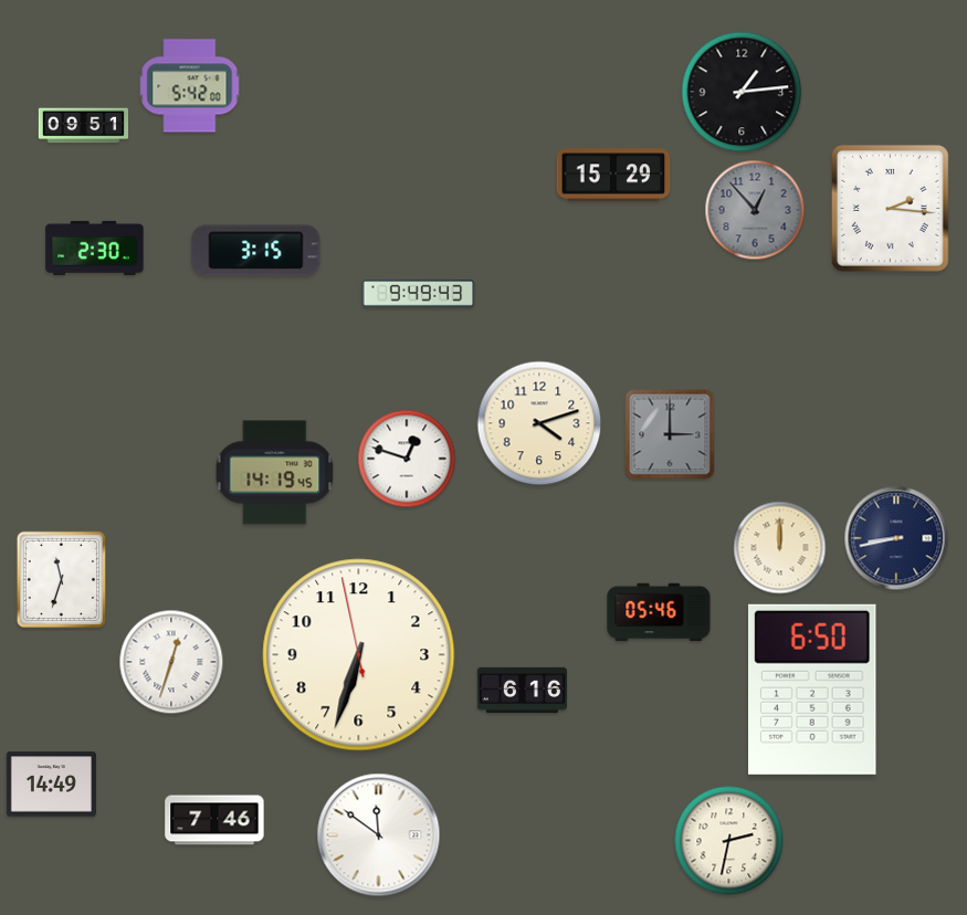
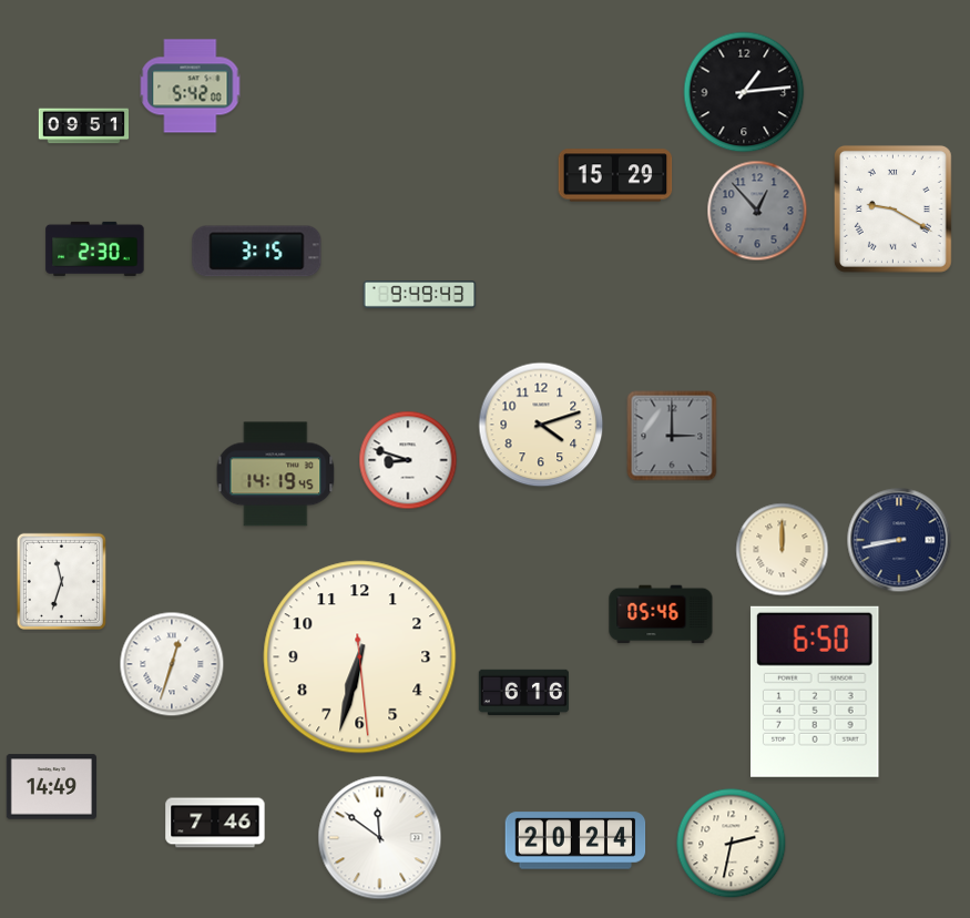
clock at (890, 208): 2:16 -> 9:20
clock at (407, 459): 12:48 -> 8:48
clock at (359, 655): 6:32:58 -> 6:32:29
clock at (575, 840): none -> 20:24
